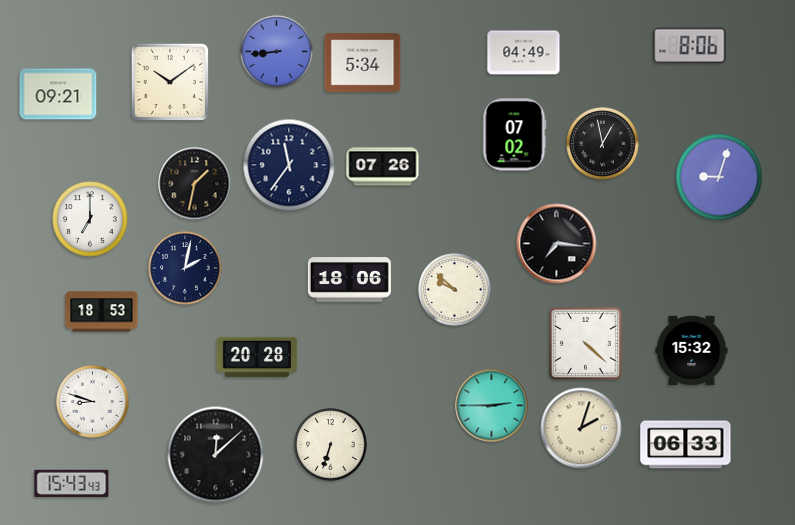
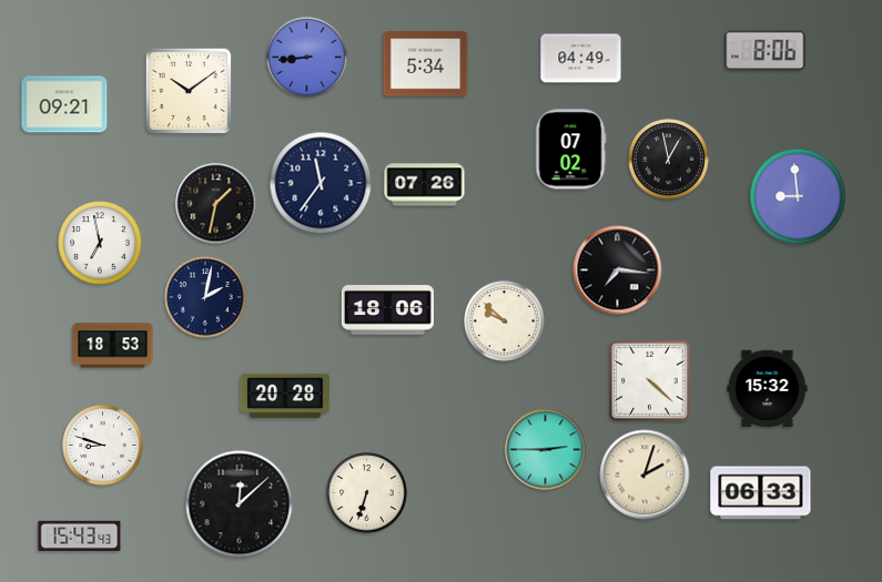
clock at (363, 63) position: (363, 63) -> (426, 64)
clock at (719, 177): 9:03 -> 8:59
clock at (90, 219): 7:00 -> 6:58
